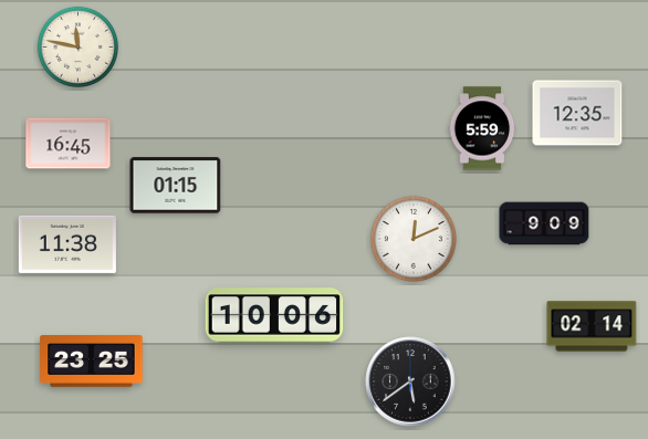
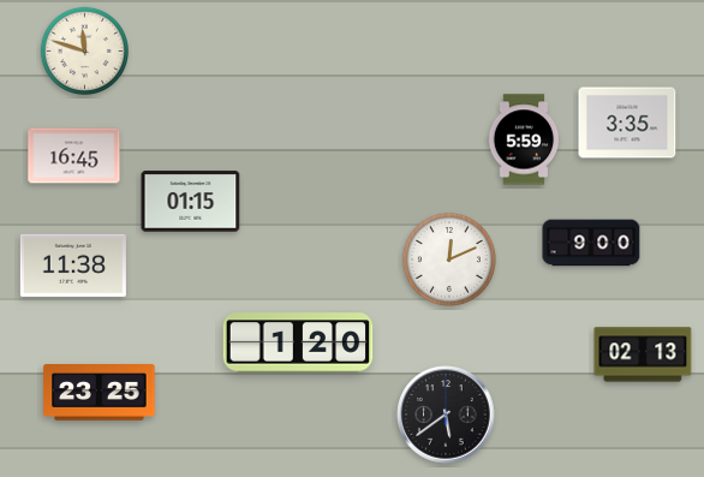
clock at (77, 46): 11:47 -> 11:48
clock at (577, 113): 12:35 -> 3:35
clock at (544, 223): 9:09 -> 9:00
clock at (274, 315): 10:06 -> 1:20
clock at (592, 326): 02:14 -> 02:13
